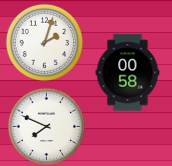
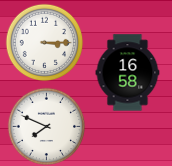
clock at (44, 42): 2:03 -> 3:15
clock at (128, 73): 00:58 -> 16:58
